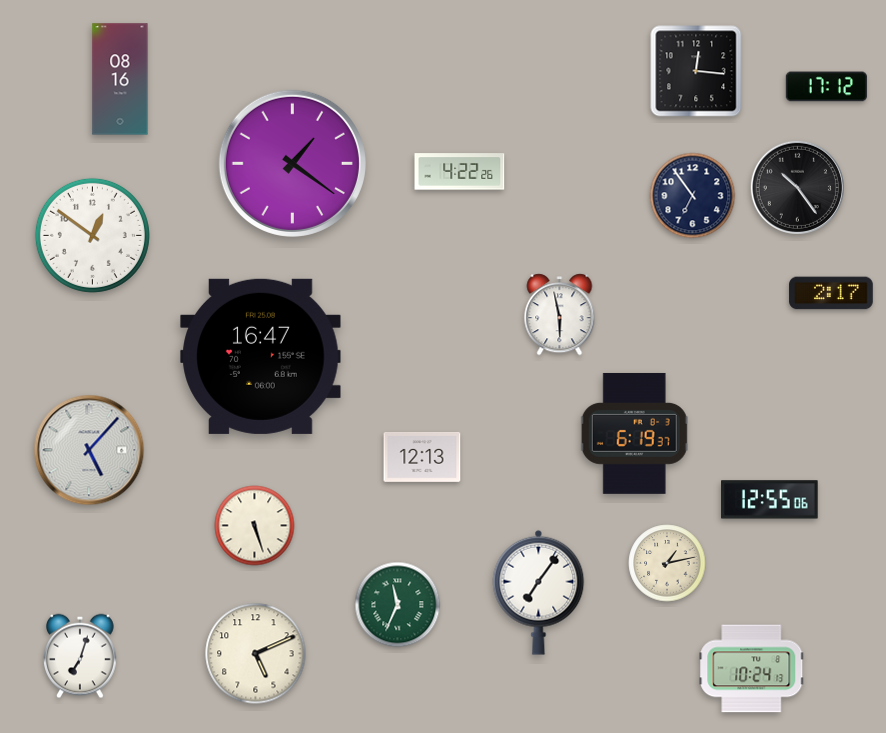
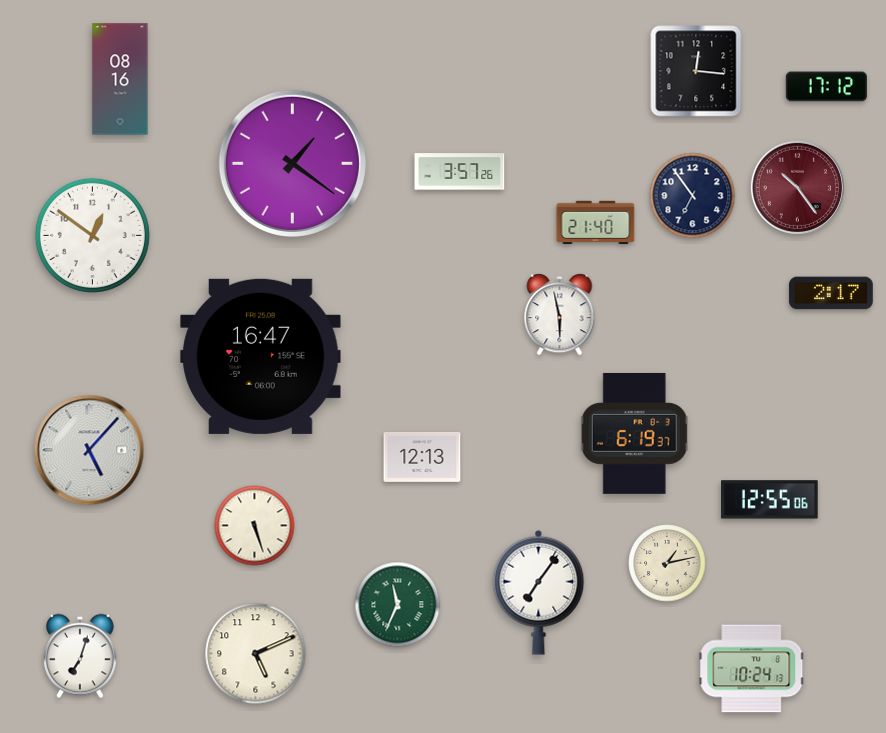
clock at (460, 172): 4:22 -> 3:57
clock at (797, 187) dial: black -> burgundy
clock at (596, 223): none -> 21:40
